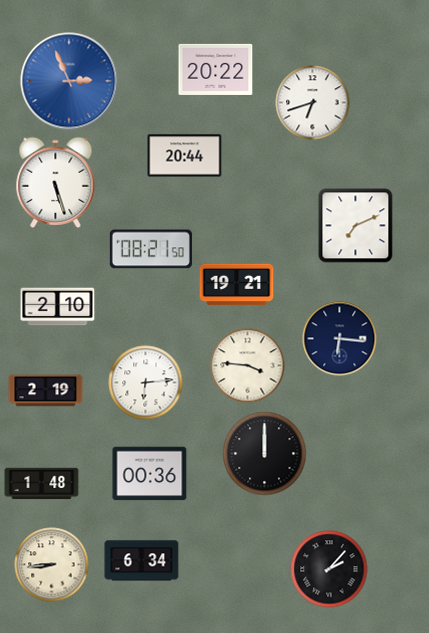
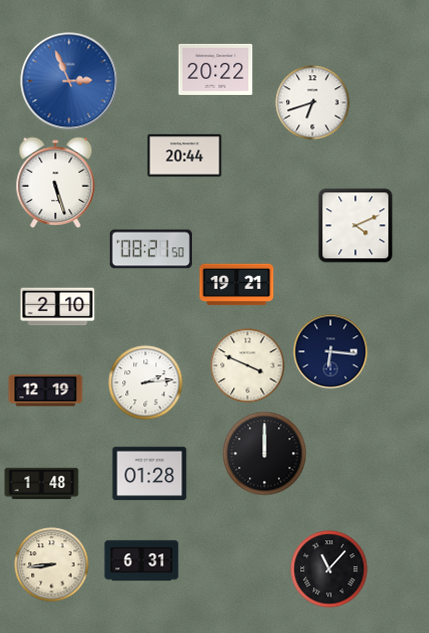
clock at (356, 226): 7:11 -> 4:11
clock at (340, 339) position: (340, 339) -> (331, 352)
clock at (248, 366): 3:46 -> 3:49
clock at (146, 383): 6:14 -> 2:14
clock at (46, 391): 2:19 -> 12:19
clock at (150, 474): 00:36 -> 01:28
clock at (142, 561): 6:34 -> 6:31
clock at (329, 569): 2:07 -> 11:07
